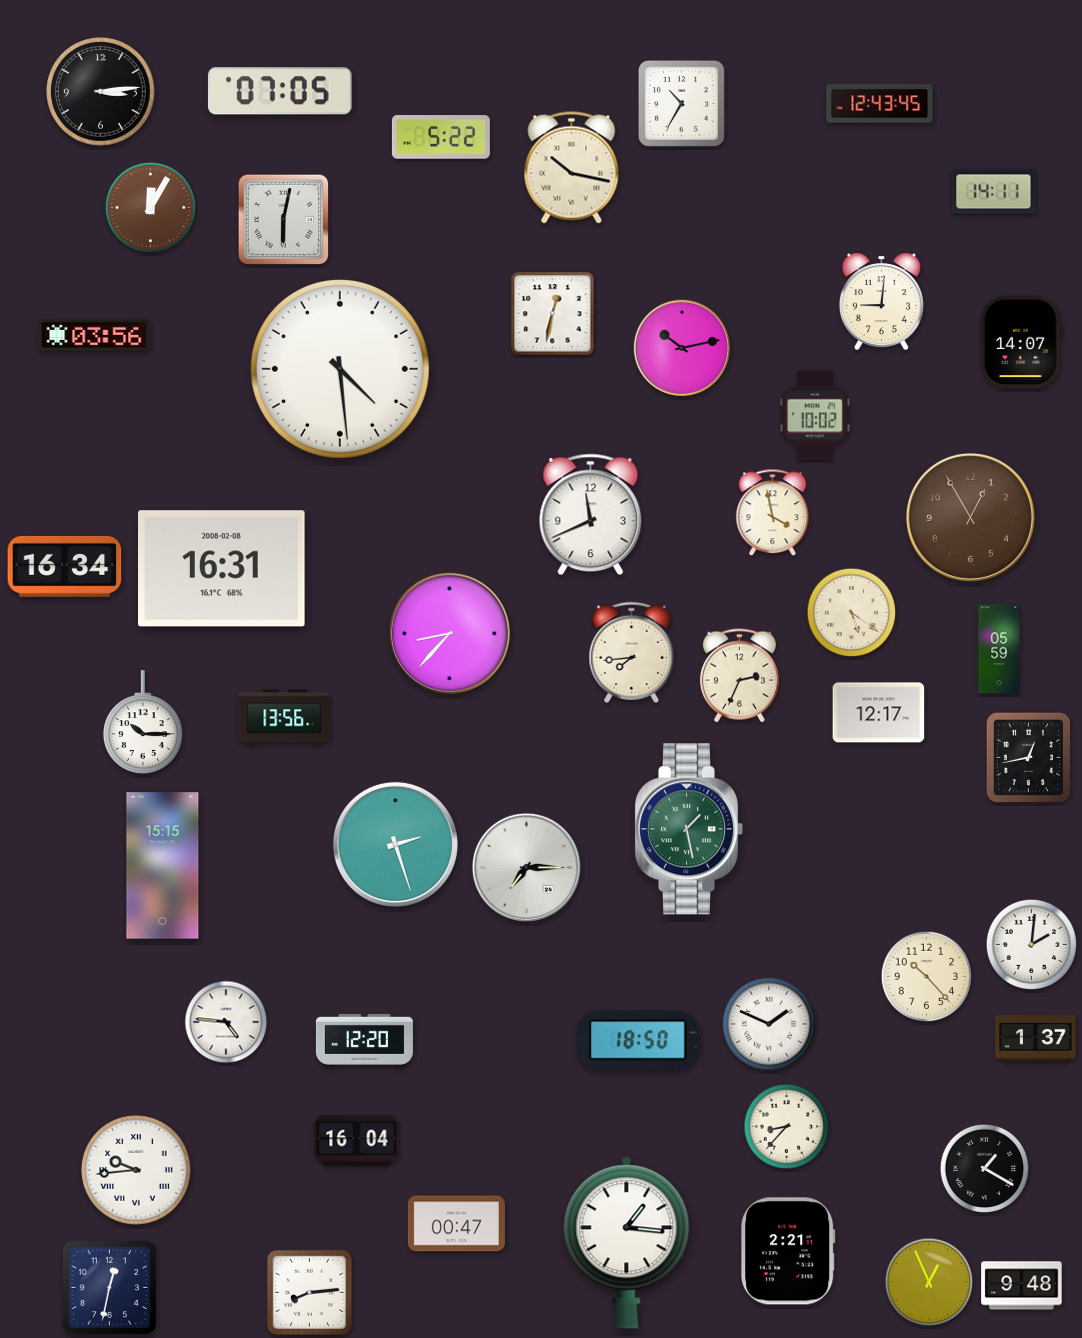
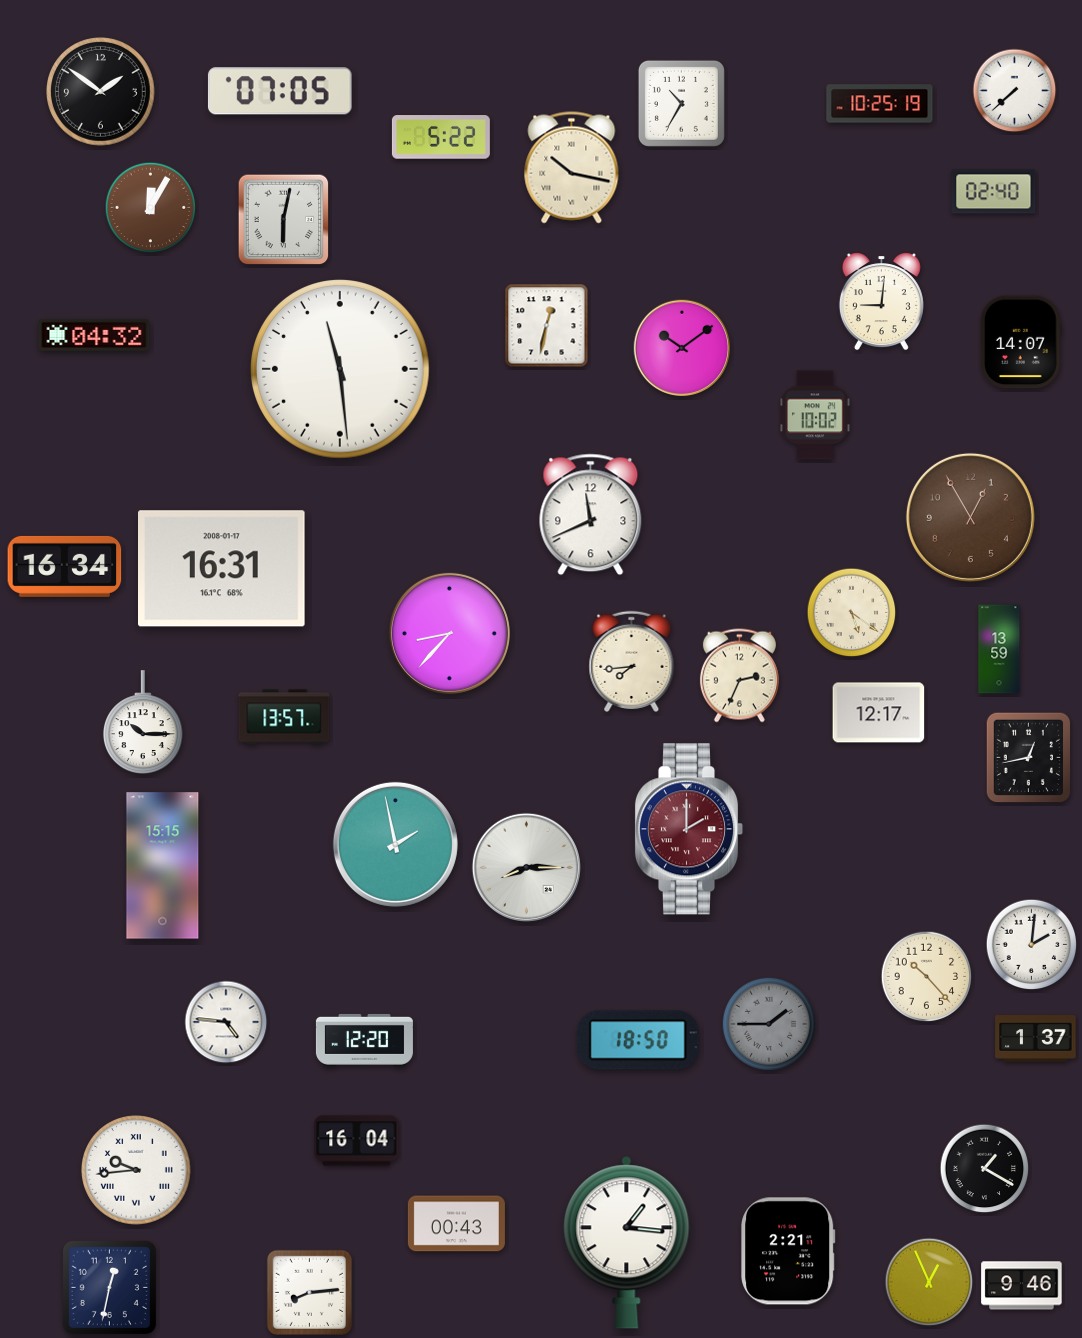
clock at (1015, 91): none -> 7:38
clock at (101, 92): 3:14 -> 1:51
clock at (880, 104): 12:43 -> 10:25
clock at (994, 192): 14:11 -> 02:40
clock at (553, 314) position: (553, 314) -> (547, 326)
clock at (94, 335): 03:56 -> 04:32
clock at (681, 347): 10:13 -> 10:09
clock at (340, 369): 4:29 -> 11:29
clock at (773, 513): 3:58 -> none
clock at (222, 569) date: 2008-02-08 -> 2008-01-17
clock at (999, 649): 05:59 -> 13:59
clock at (632, 652) position: (632, 652) -> (632, 661)
clock at (284, 717): 13:56 -> 13:57
clock at (689, 829): 1:28 -> 2:00
clock at (689, 829) dial: green -> burgundy
clock at (395, 844): 2:27 -> 1:58
clock at (526, 867): 7:15 -> 8:15
clock at (768, 1023): 1:49 -> 1:45
clock at (768, 1023) dial: white -> grey
clock at (787, 1127): 8:37 -> none
clock at (456, 1224): 00:47 -> 00:43
clock at (1022, 1286): 9:48 -> 9:46
